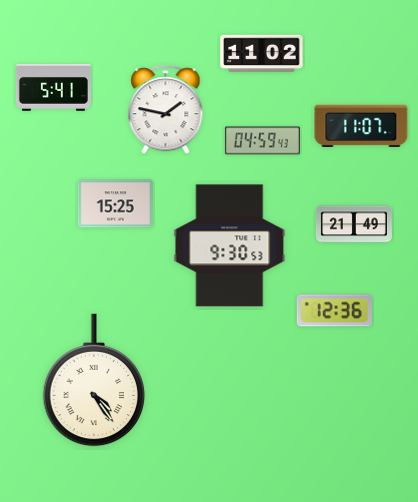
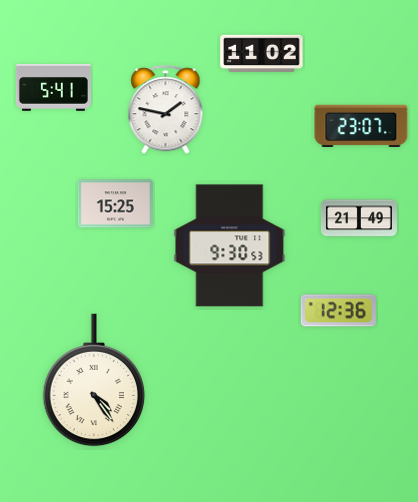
clock at (361, 126): 11:07 -> 23:07
clock at (262, 141): 04:59 -> none
clock at (354, 224) position: (354, 224) -> (359, 218)
clock at (334, 311) position: (334, 311) -> (338, 311)
